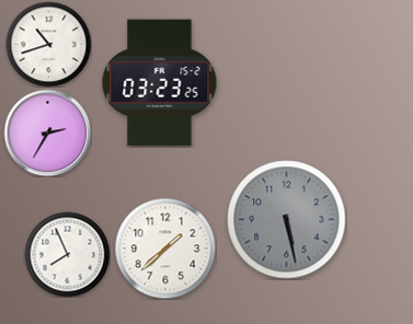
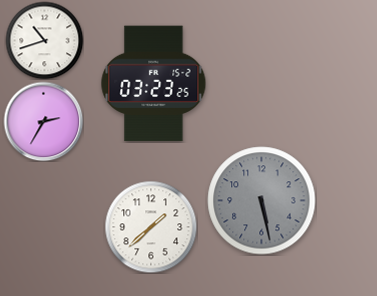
clock at (160, 83) position: (160, 83) -> (154, 84)
clock at (67, 254): 7:56 -> none
